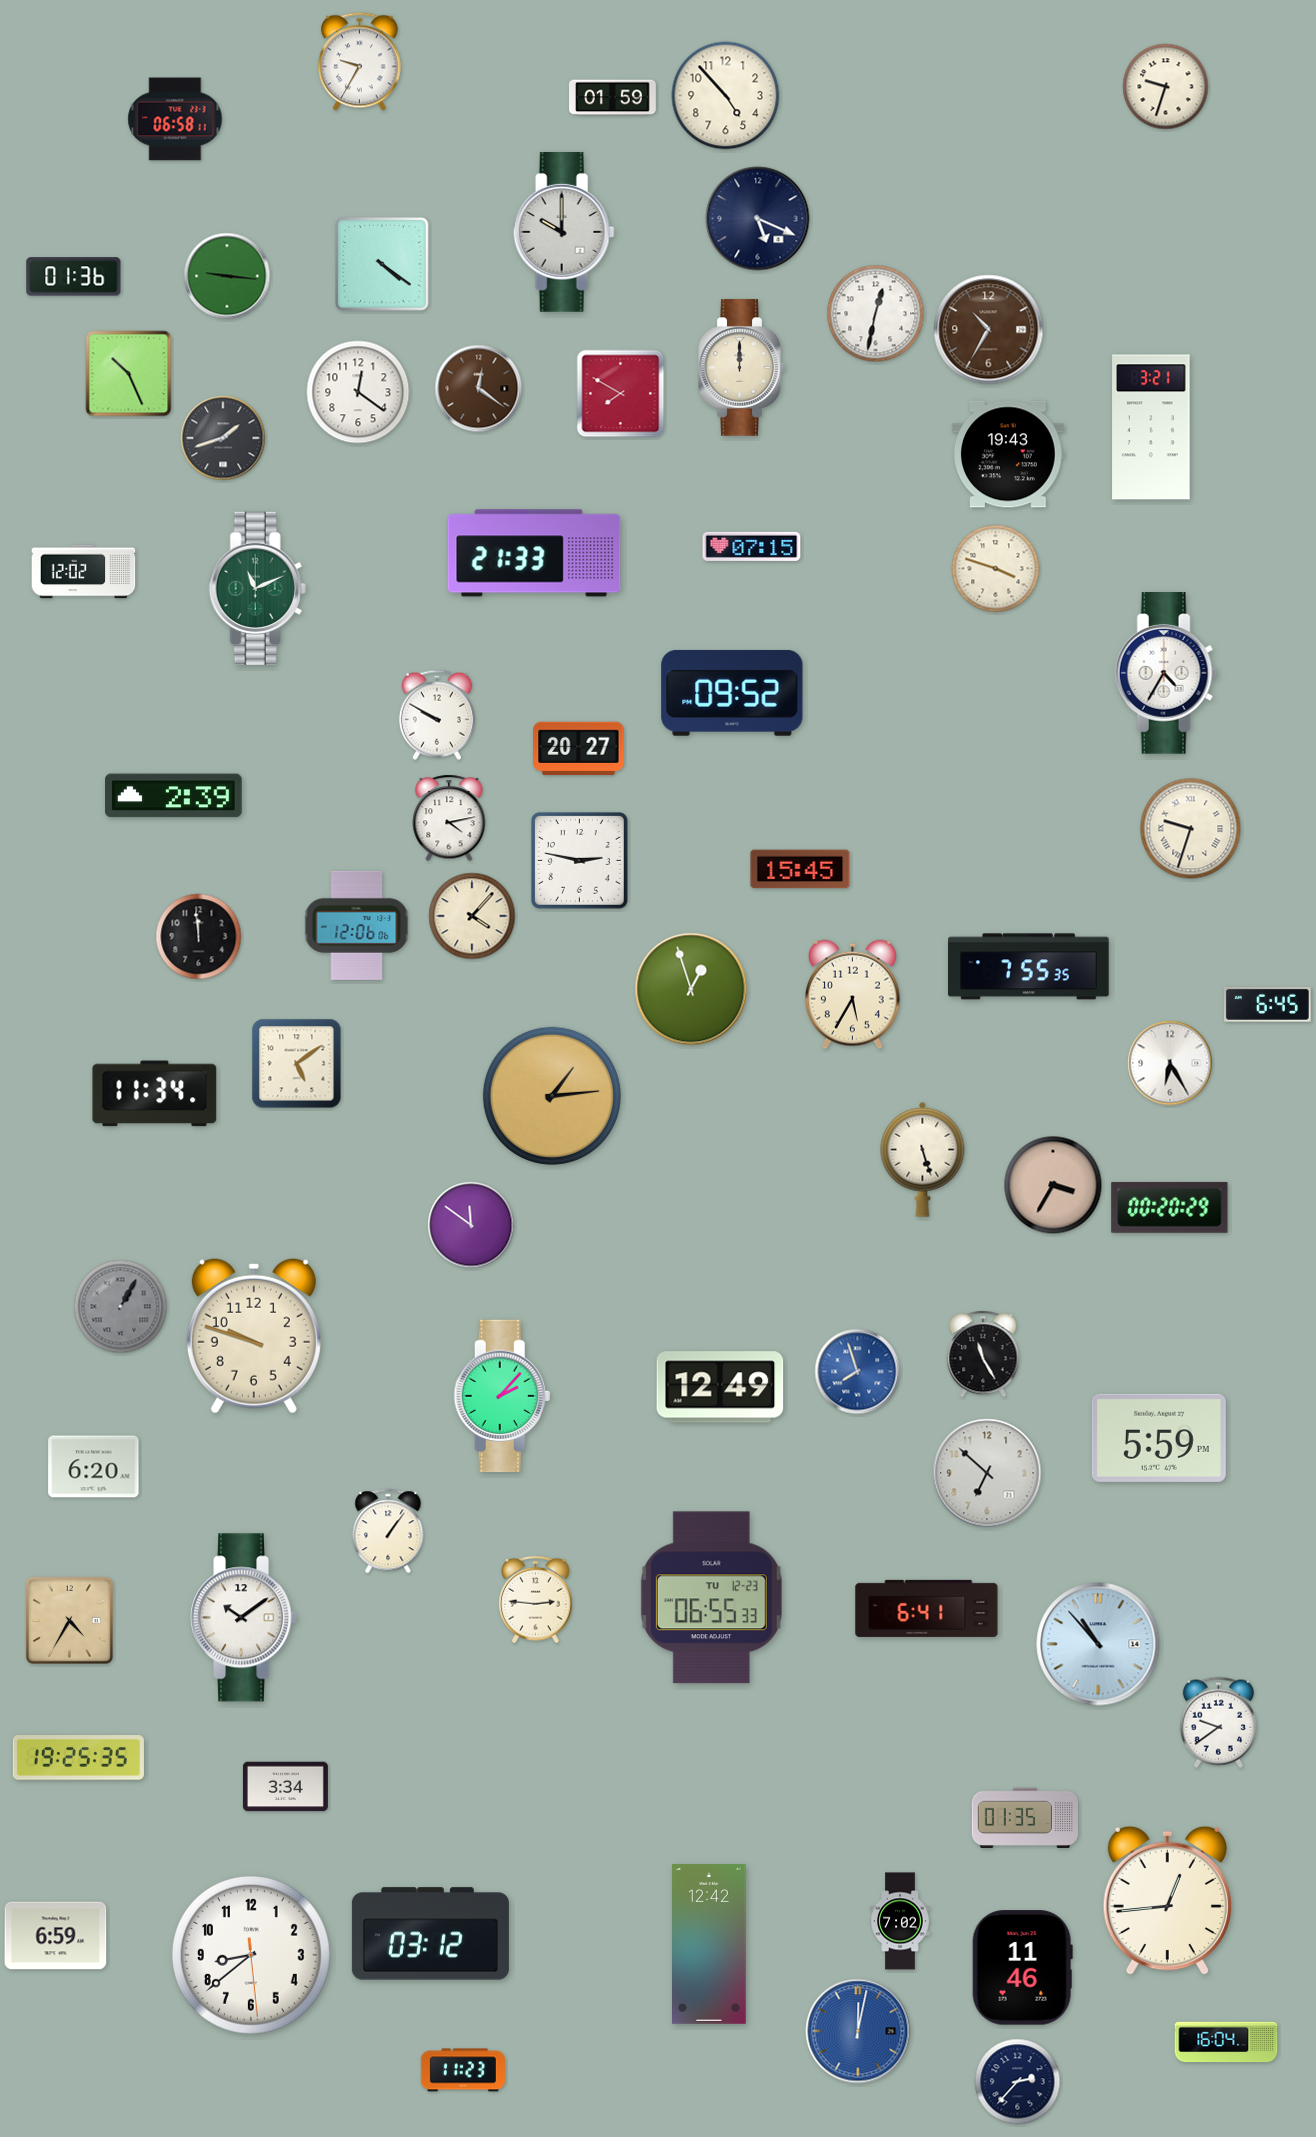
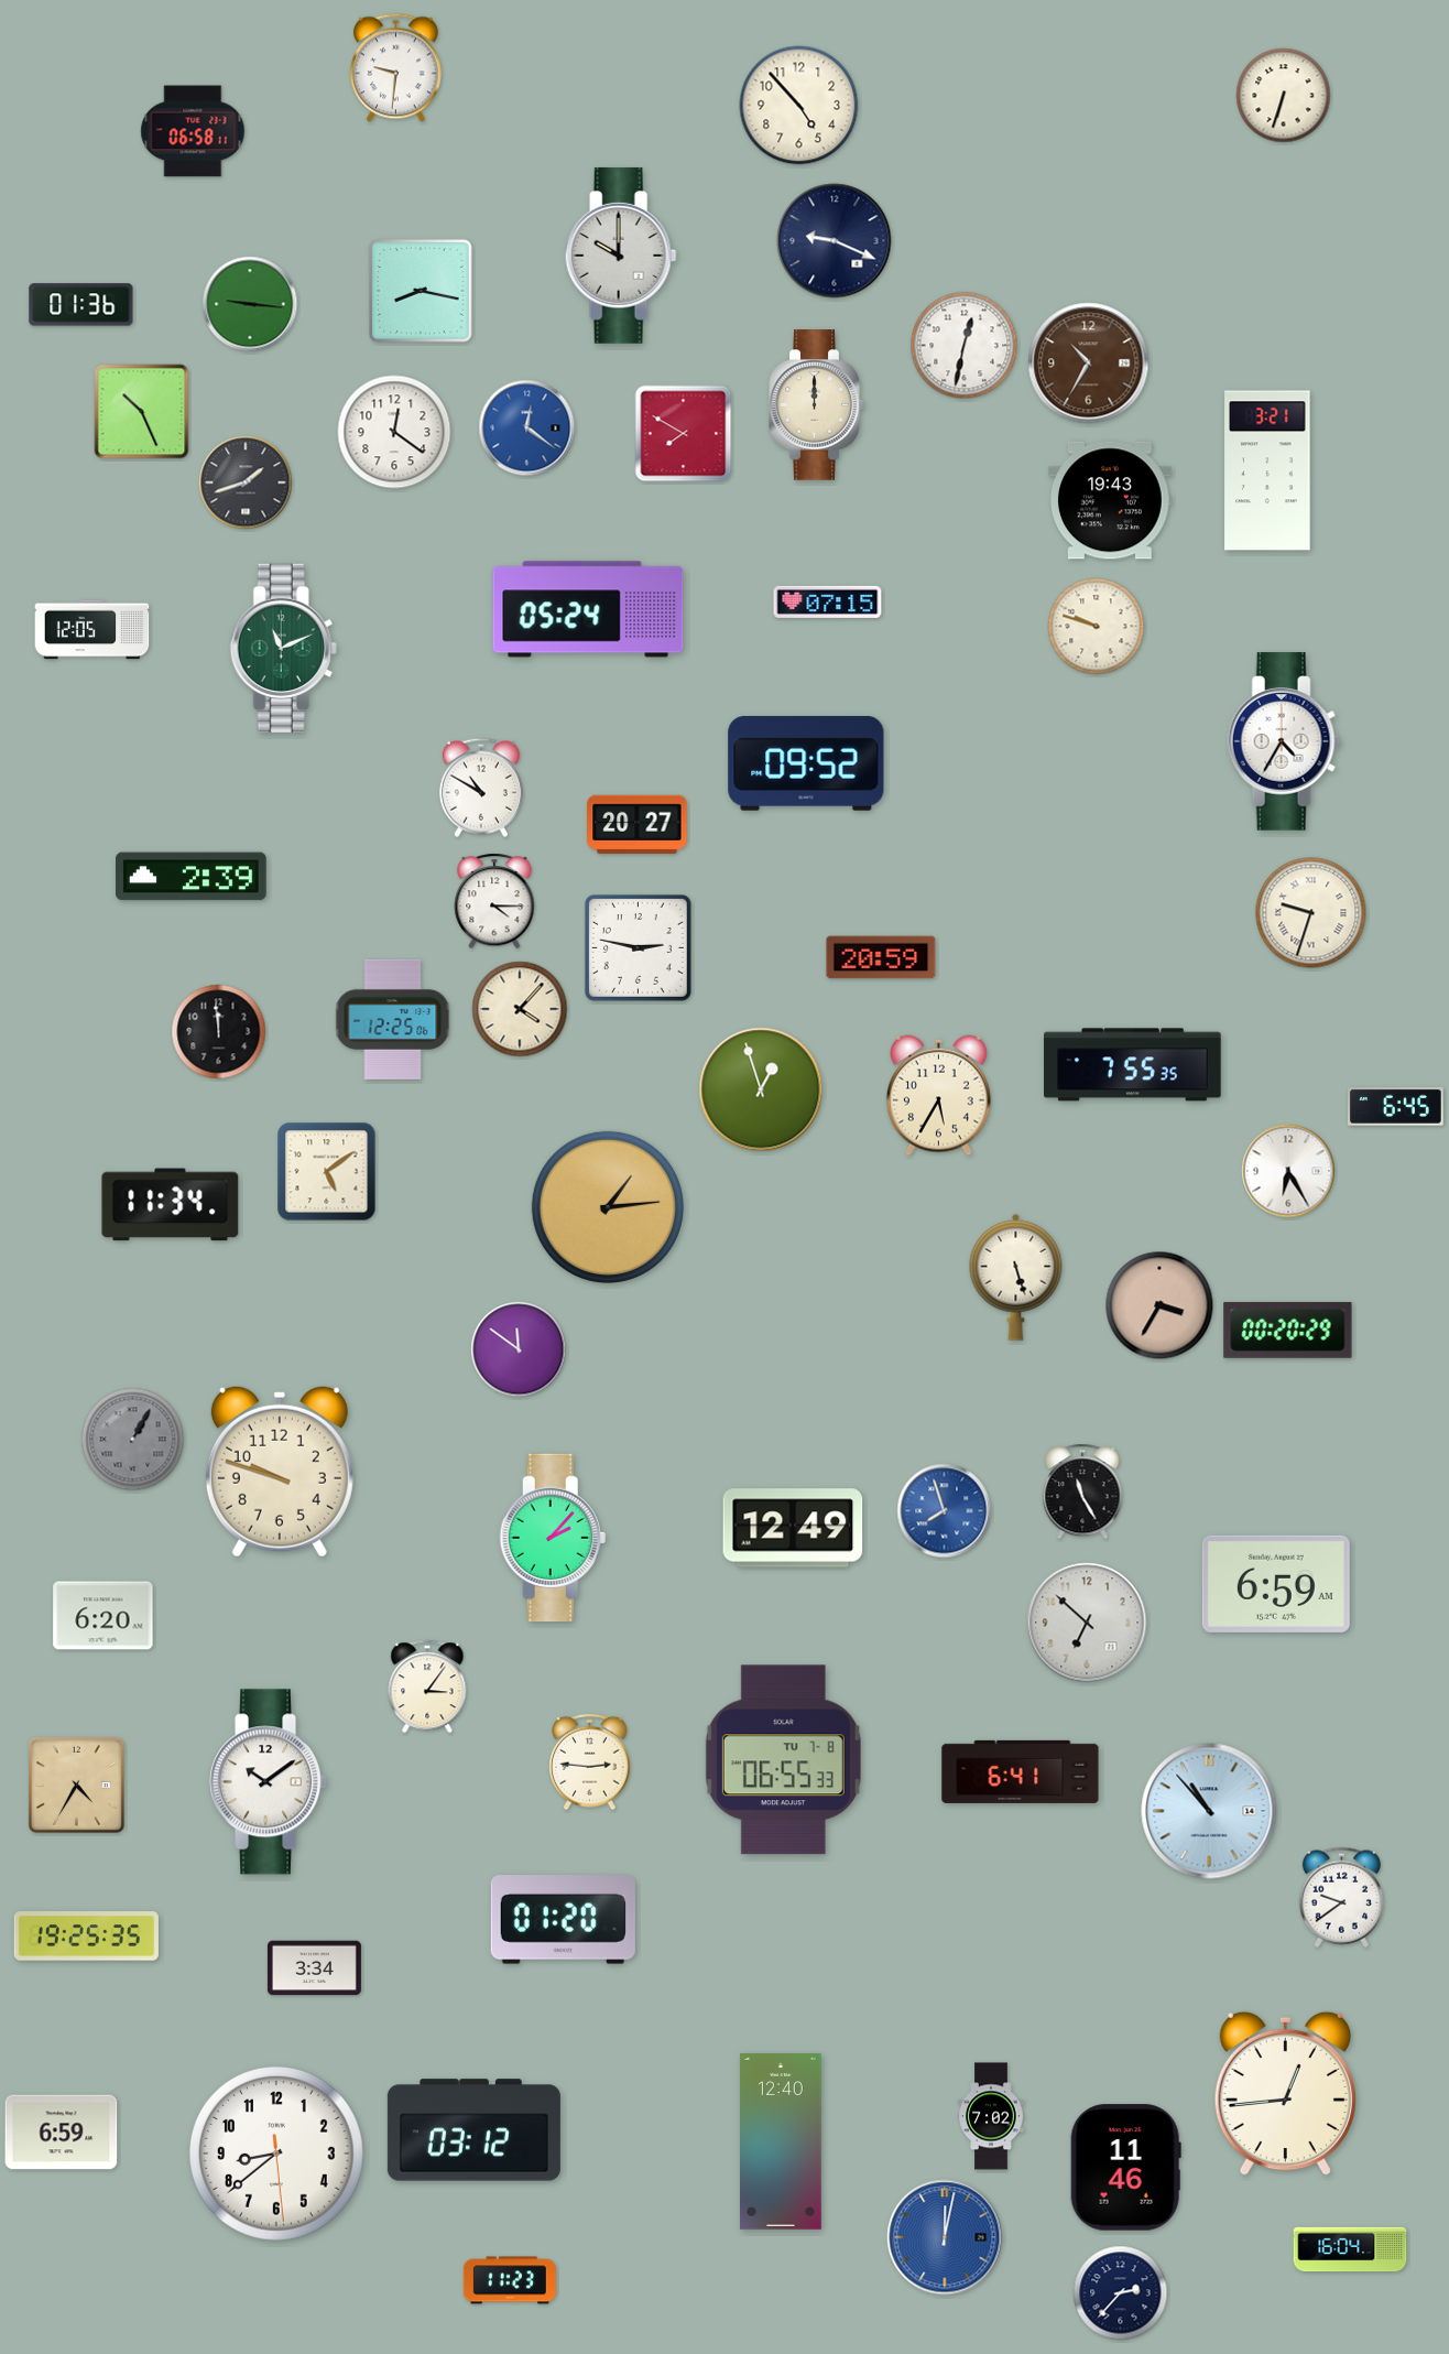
clock at (360, 62): 9:35 -> 9:31
clock at (1166, 87): 9:33 -> 6:33
clock at (613, 98): 01:59 -> none
clock at (758, 219): 5:19 -> 9:19
clock at (383, 265): 4:21 -> 8:17
clock at (479, 389) dial: brown -> blue
clock at (534, 553): 21:33 -> 05:24
clock at (996, 569): 3:48 -> 9:48
clock at (84, 572): 12:02 -> 12:05
clock at (437, 715): 9:50 -> 10:50
clock at (449, 818): 4:13 -> 4:15
clock at (800, 869): 15:45 -> 20:59
clock at (357, 925): 12:06 -> 12:25
clock at (1159, 1438): 5:59 -> 6:59
clock at (388, 1531): 1:06 -> 3:06
clock at (711, 1598) date: TU 12-23 -> TU 7-8
clock at (563, 1920): none -> 01:20
clock at (1025, 1818): 01:35 -> none
clock at (710, 1945): 12:42 -> 12:40
